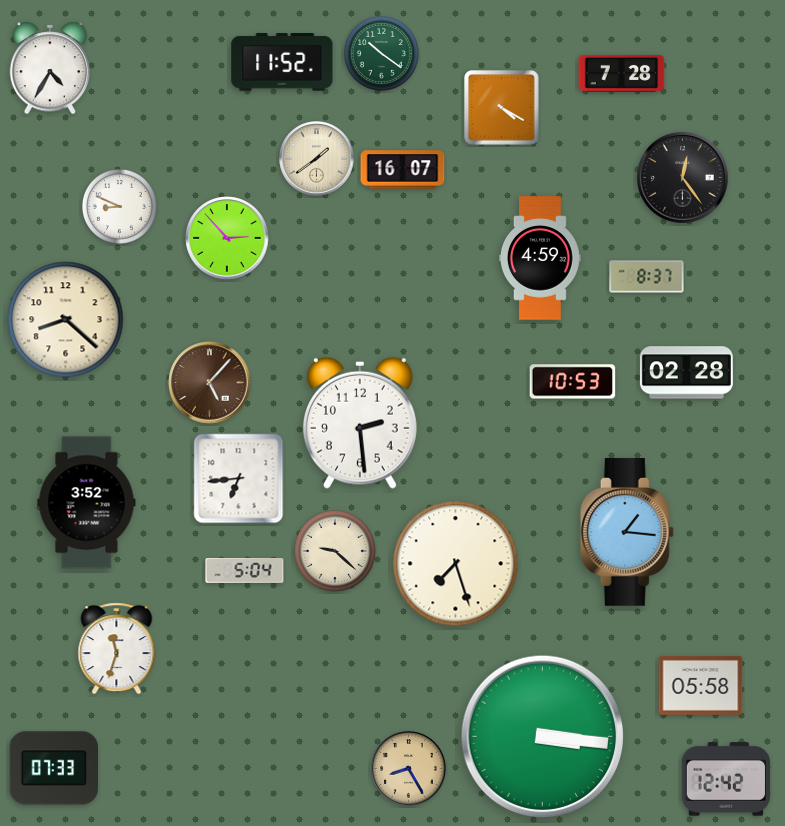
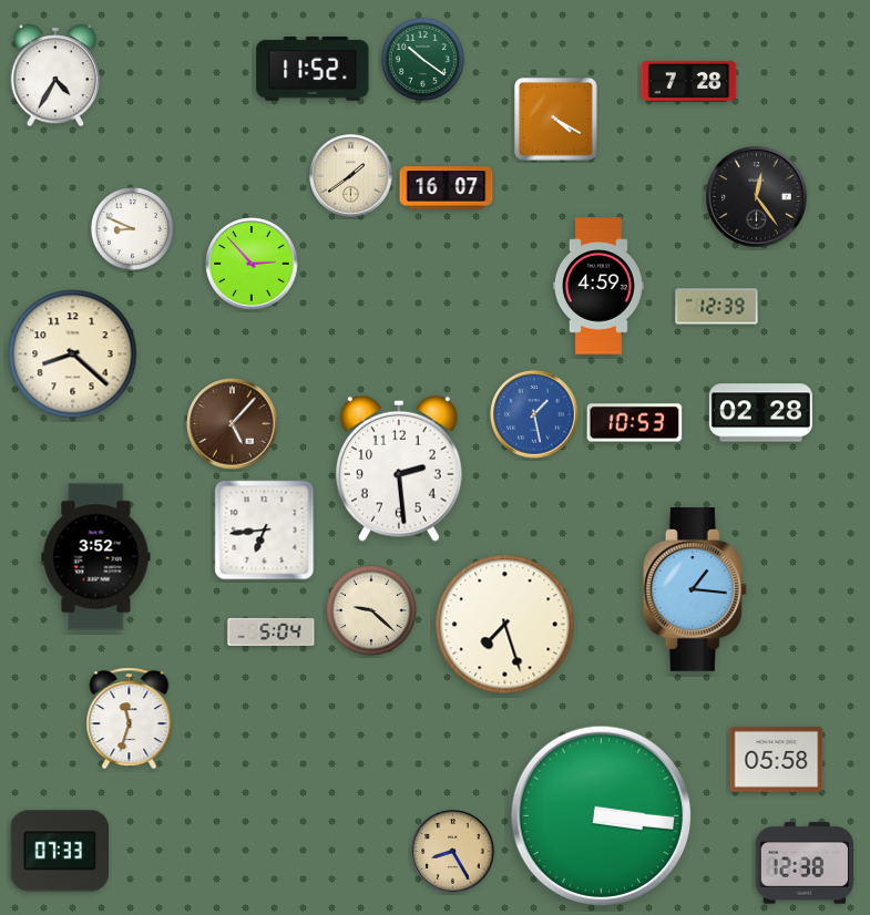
clock at (647, 277): 8:37 -> 12:39
clock at (534, 414): none -> 1:28
clock at (726, 779): 12:42 -> 12:38
